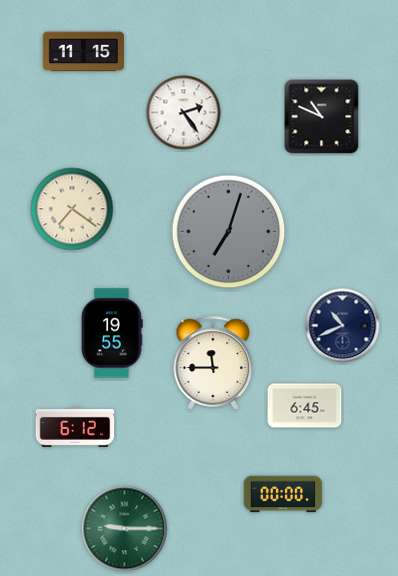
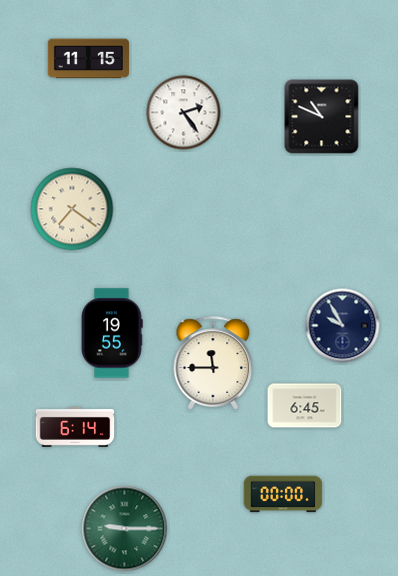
clock at (83, 52) position: (83, 52) -> (88, 59)
clock at (229, 232): 7:03 -> none
clock at (343, 326): 10:41 -> 9:55
clock at (75, 427): 6:12 -> 6:14
